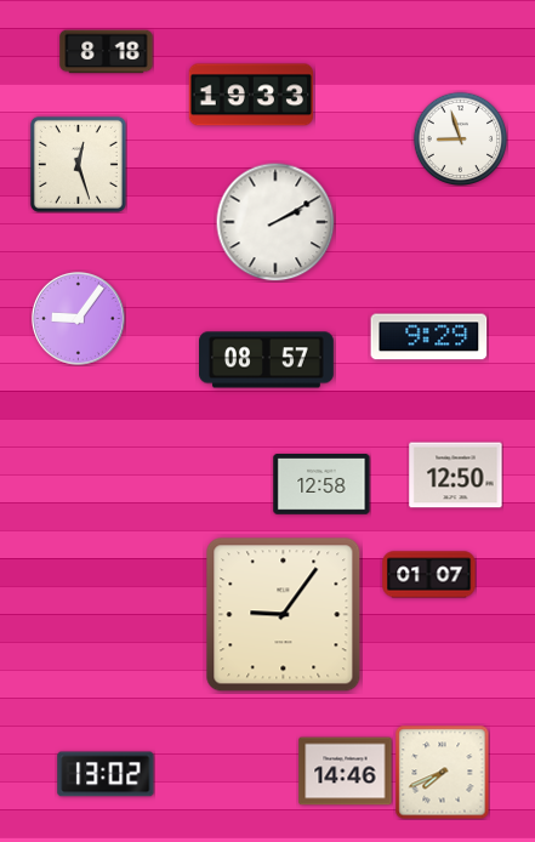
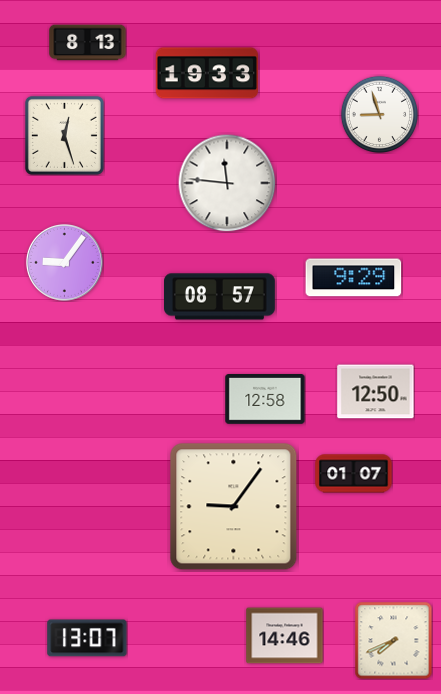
clock at (107, 52): 8:18 -> 8:13
clock at (250, 95) position: (250, 95) -> (206, 73)
clock at (275, 222): 2:10 -> 11:46
clock at (442, 772) position: (442, 772) -> (393, 640)
clock at (106, 774): 13:02 -> 13:07
